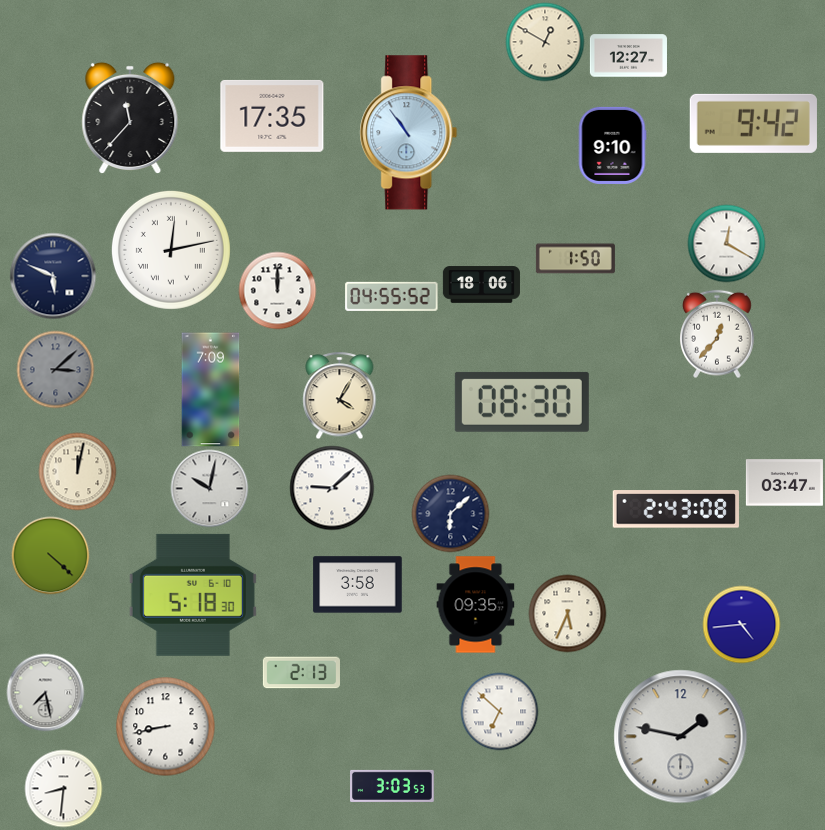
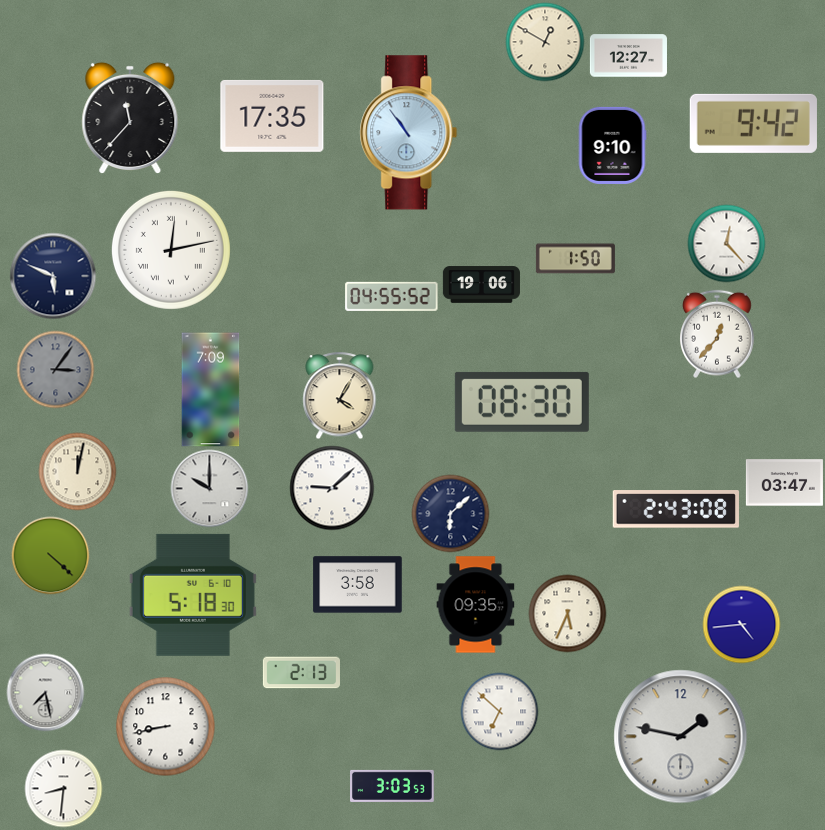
clock at (726, 243): 12:20 -> 12:23
clock at (481, 285): 18:06 -> 19:06
clock at (277, 290): 12:00 -> none
clock at (55, 369): 3:08 -> 3:06
clock at (209, 488): 10:02 -> 10:00
